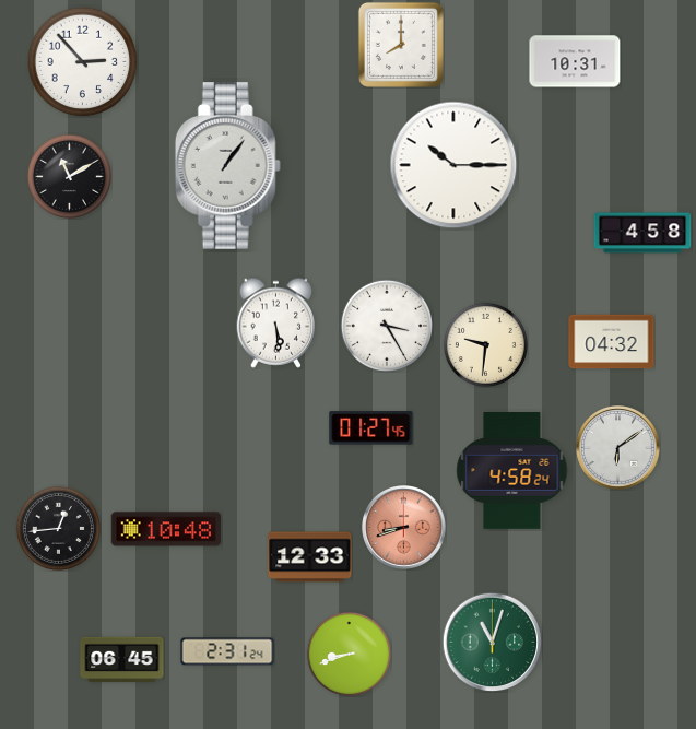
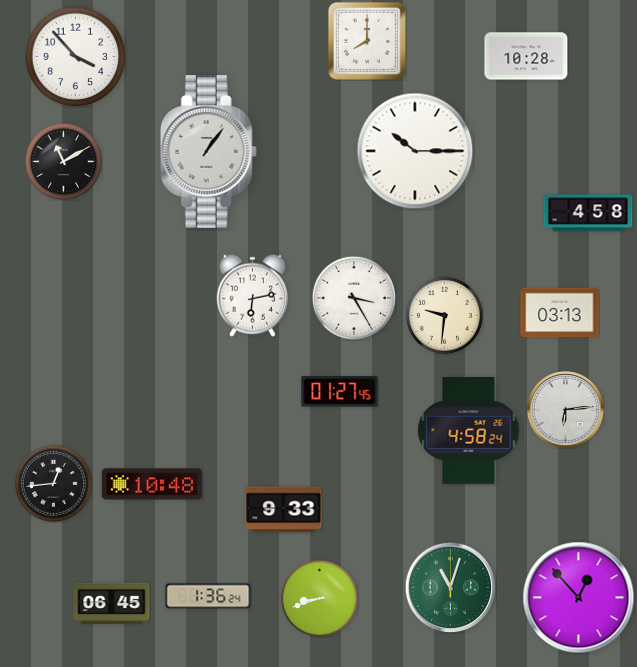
clock at (575, 61): 10:31 -> 10:28
clock at (83, 62): 2:53 -> 3:53
clock at (276, 322): 5:29 -> 6:13
clock at (612, 342): 04:32 -> 03:13
clock at (618, 448): 6:09 -> 6:14
clock at (404, 528): 8:42 -> none
clock at (310, 557): 12:33 -> 9:33
clock at (227, 651): 2:31 -> 1:36
clock at (579, 598): none -> 12:53
